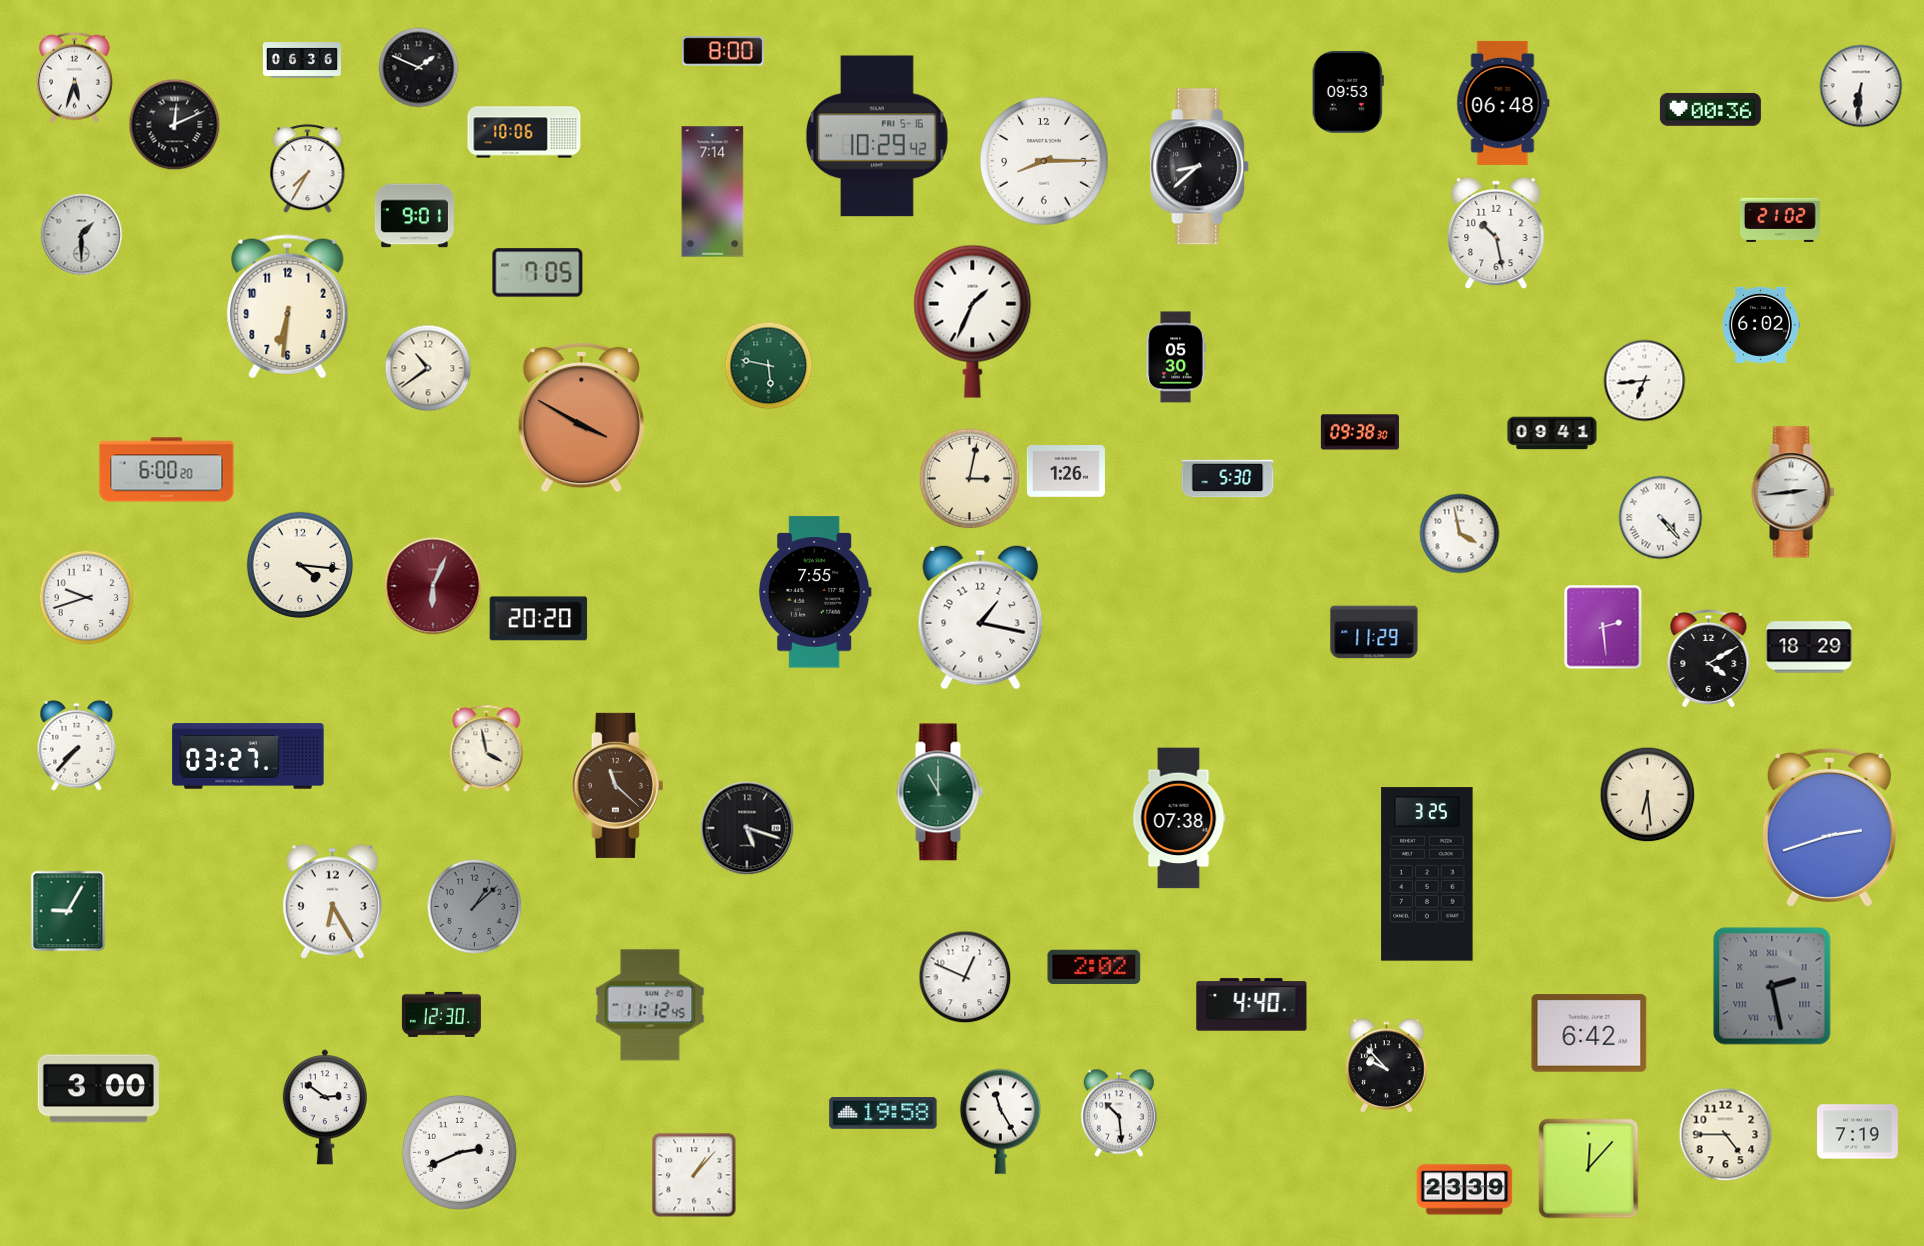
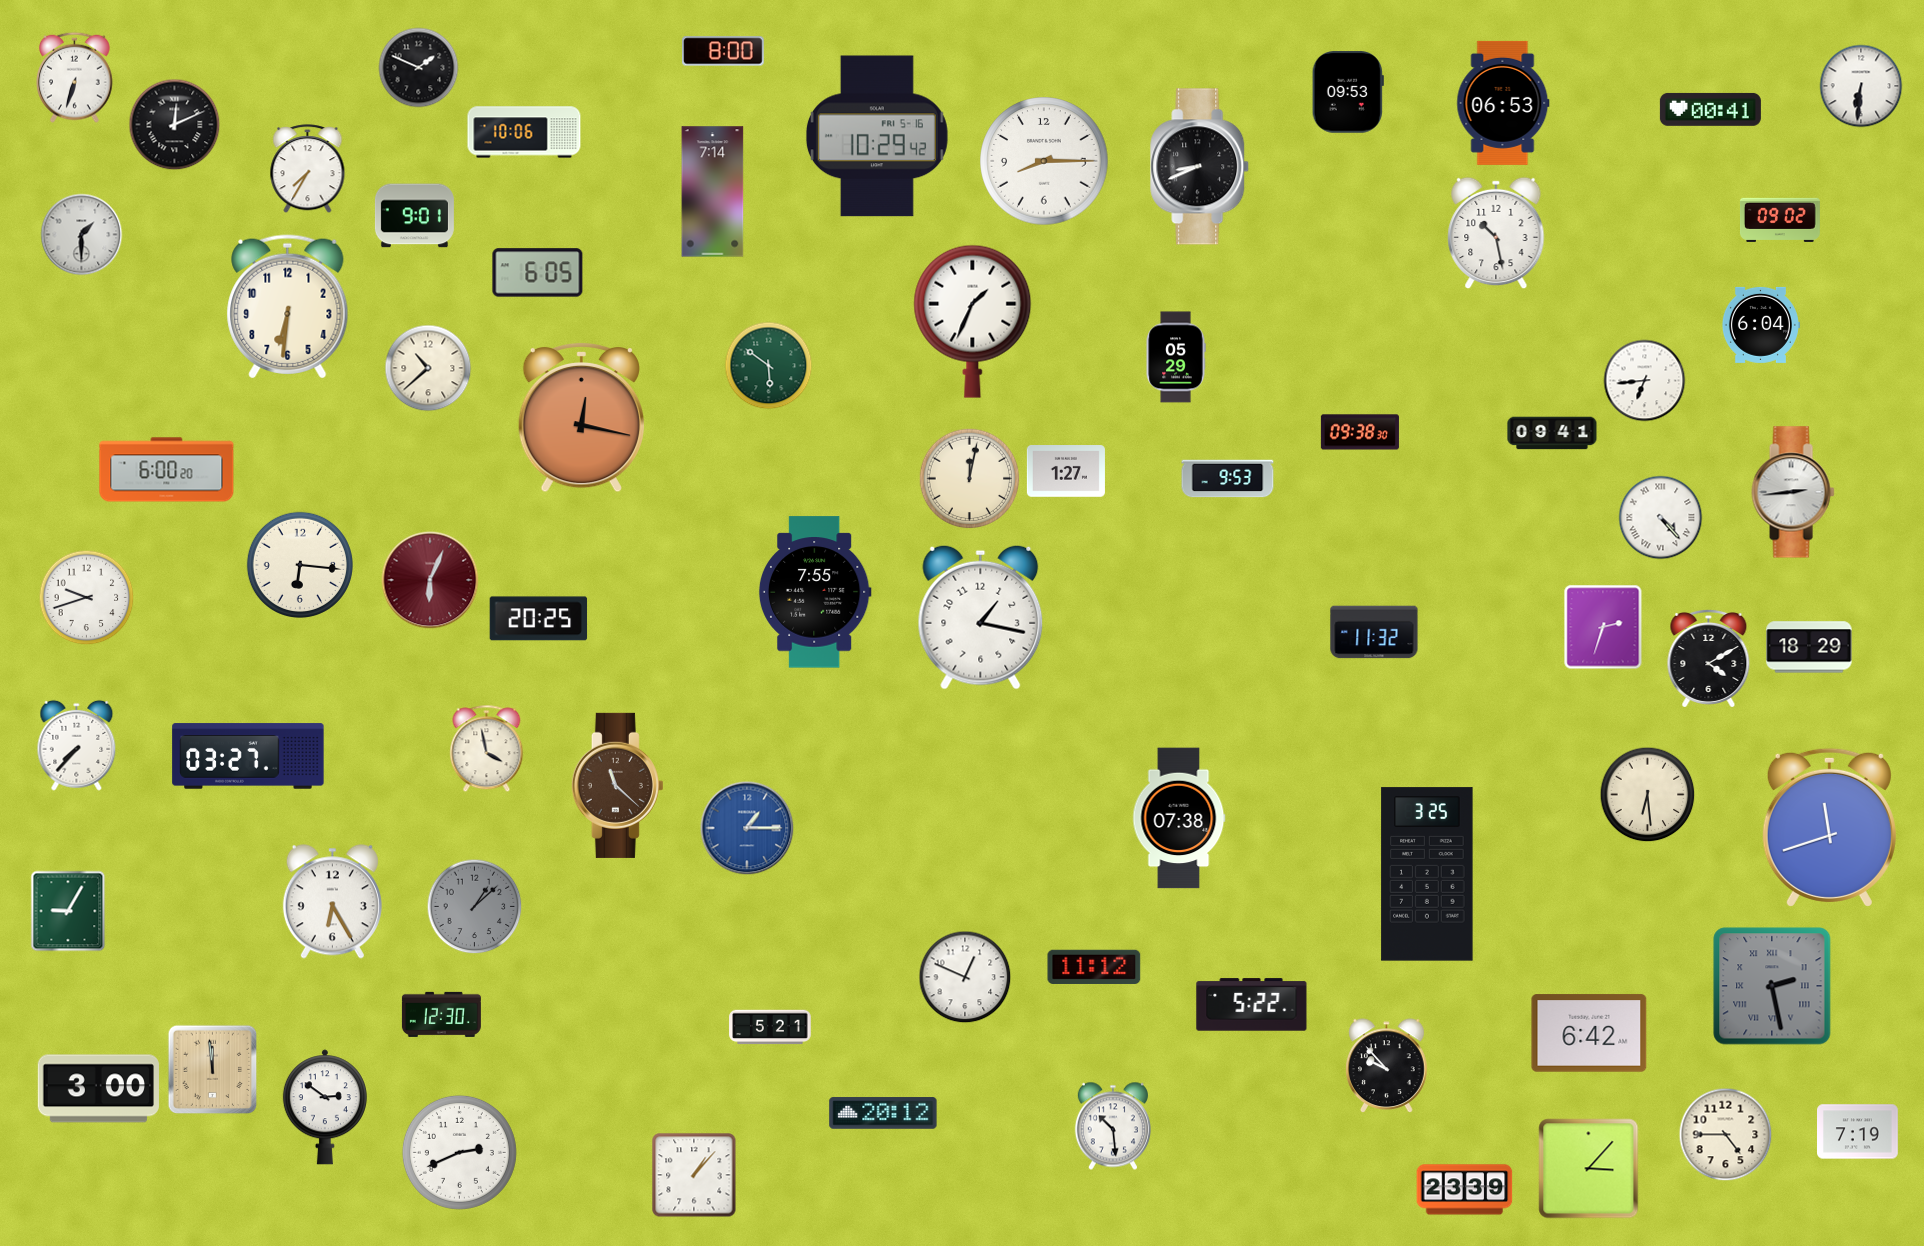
clock at (302, 61): 06:36 -> none
clock at (75, 77): 5:33 -> 6:33
clock at (1503, 103): 06:48 -> 06:53
clock at (1710, 109): 00:36 -> 00:41
clock at (1200, 167): 8:38 -> 8:41
clock at (1780, 220): 21:02 -> 09:02
clock at (538, 273): 7:05 -> 6:05
clock at (1760, 325): 6:02 -> 6:04
clock at (1176, 357): 05:30 -> 05:29
clock at (769, 366): 5:47 -> 5:51
clock at (428, 368): 10:39 -> 10:38
clock at (581, 417): 3:50 -> 12:17
clock at (1066, 471): 1:26 -> 1:27
clock at (970, 479): 3:02 -> 12:02
clock at (1228, 479): 5:30 -> 9:53
clock at (1460, 534): 3:58 -> none
clock at (300, 565): 4:16 -> 6:16
clock at (433, 586) position: (433, 586) -> (430, 580)
clock at (539, 619): 20:20 -> 20:25
clock at (1603, 627): 2:29 -> 2:33
clock at (1374, 632): 11:29 -> 11:32
clock at (940, 792): 11:00 -> none
clock at (1829, 827): 2:42 -> 11:42
clock at (747, 828): 5:18 -> 1:15
clock at (747, 828) dial: black -> blue
clock at (1094, 967): 2:02 -> 11:12
clock at (650, 1005): 11:12 -> none
clock at (1252, 1005): 4:40 -> 5:22
clock at (770, 1027): none -> 5:21
clock at (213, 1070): none -> 11:59
clock at (883, 1113): 19:58 -> 20:12
clock at (1119, 1113) position: (1119, 1113) -> (1113, 1126)
clock at (1000, 1121): 11:25 -> none
clock at (1589, 1169): 12:07 -> 3:07
